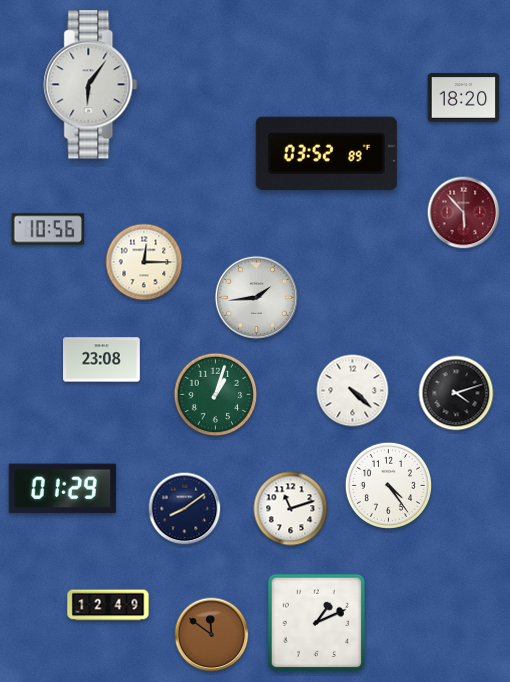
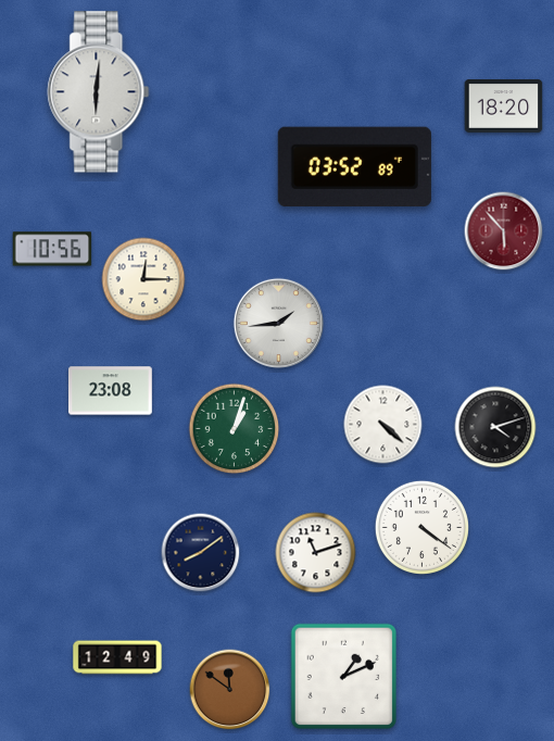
clock at (91, 85): 6:06 -> 6:01
clock at (144, 262) position: (144, 262) -> (143, 279)
clock at (388, 485): 4:24 -> 4:21
clock at (62, 489): 01:29 -> none
